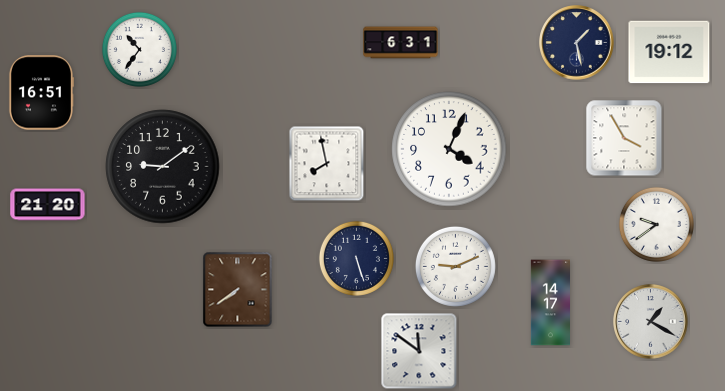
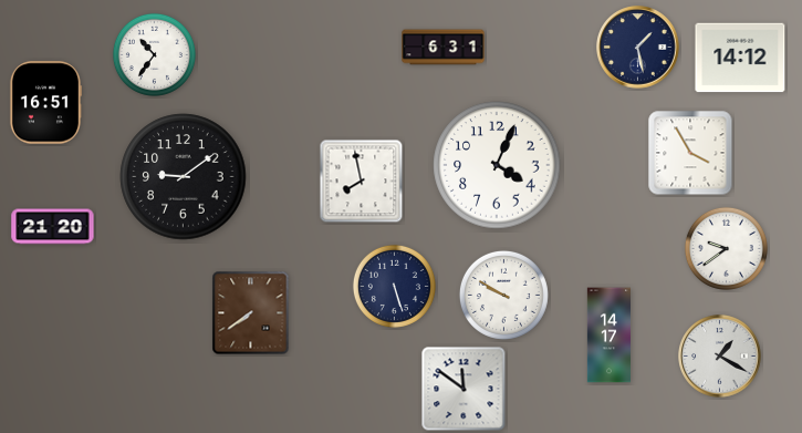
clock at (669, 52): 19:12 -> 14:12
clock at (163, 167) position: (163, 167) -> (184, 177)
clock at (455, 266): 9:11 -> 9:50
clock at (238, 290) position: (238, 290) -> (251, 313)
